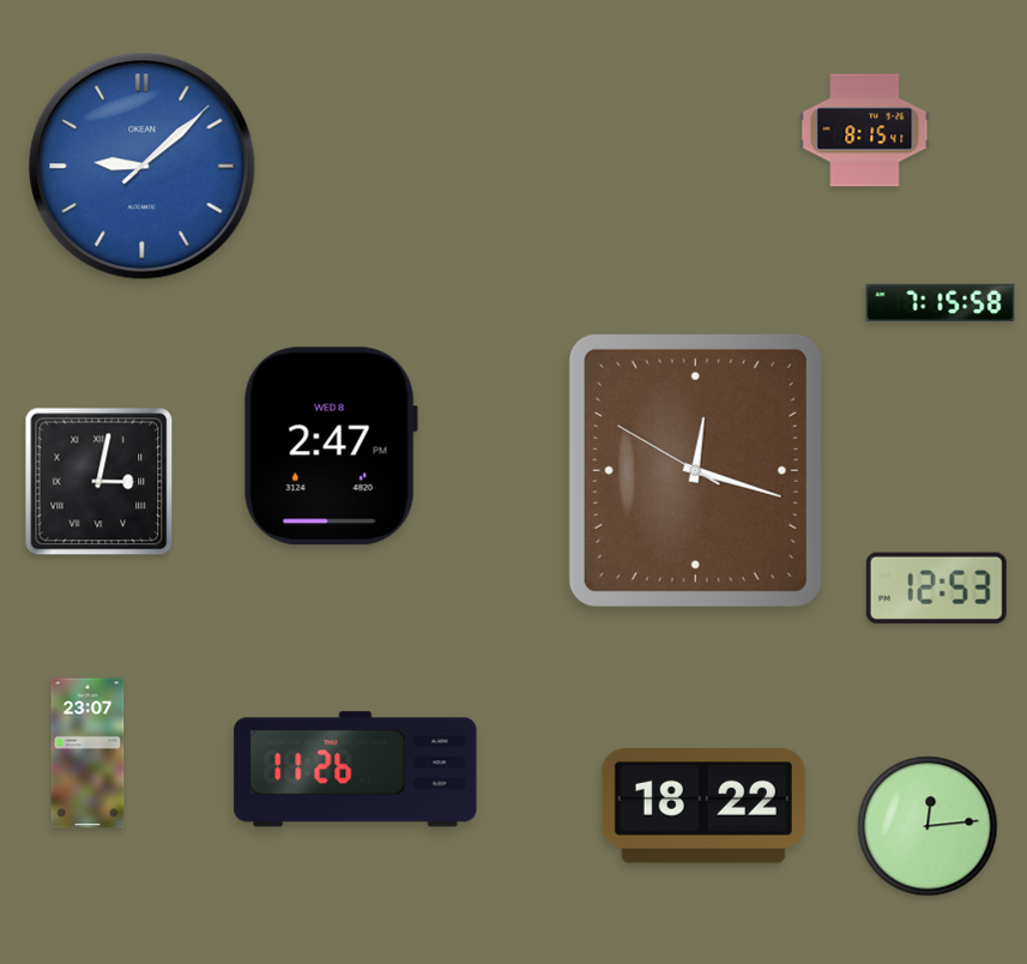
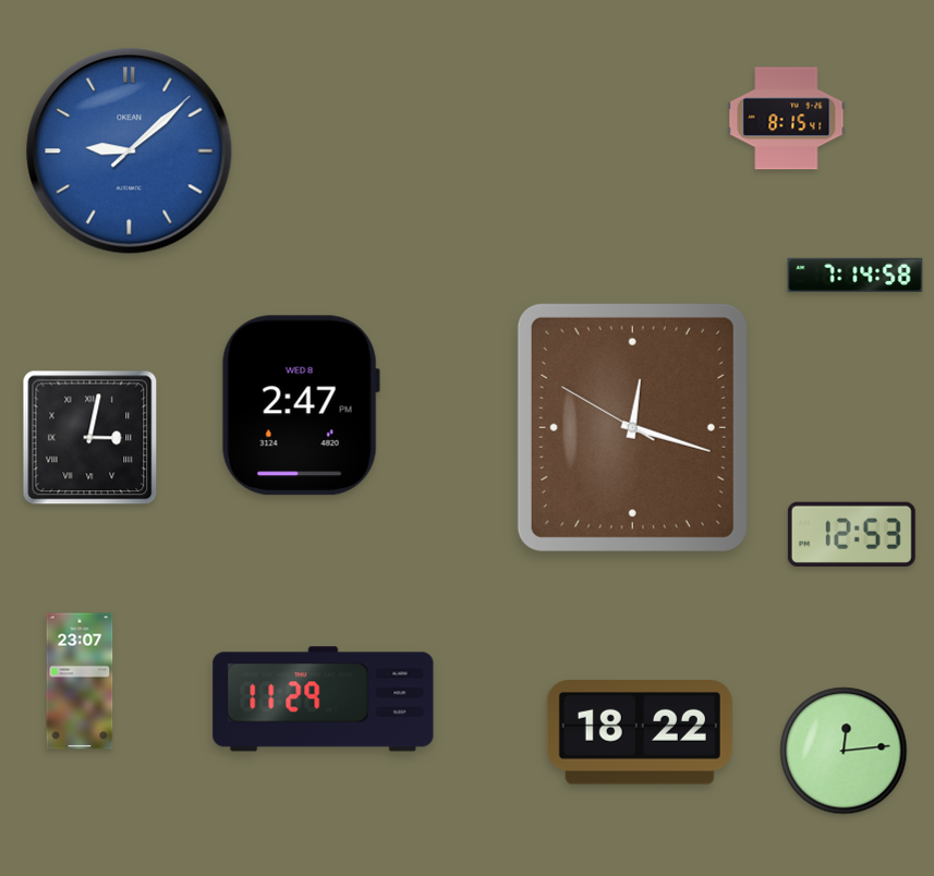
clock at (941, 302): 7:15 -> 7:14
clock at (87, 753) position: (87, 753) -> (80, 681)
clock at (356, 770): 11:26 -> 11:29
